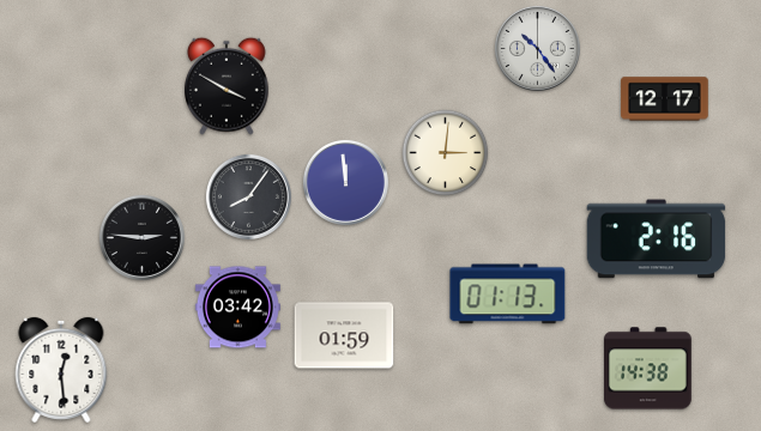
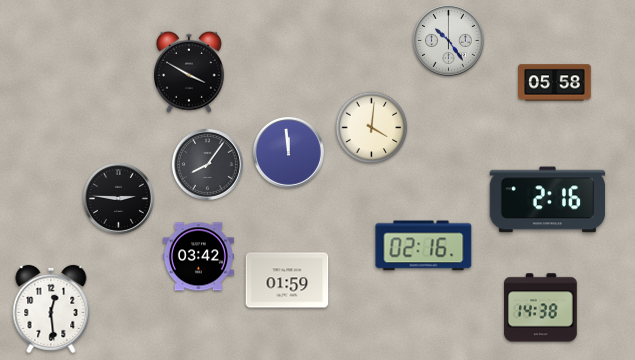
clock at (665, 99): 12:17 -> 05:58
clock at (446, 153): 3:01 -> 4:01
clock at (508, 295): 01:13 -> 02:16
